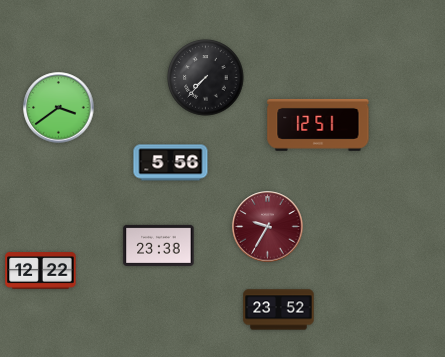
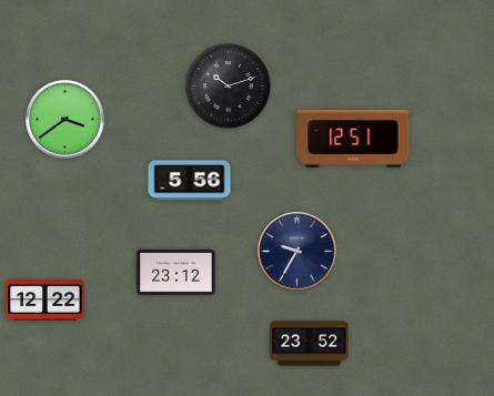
clock at (206, 78): 7:37 -> 10:12
clock at (268, 227) dial: burgundy -> navy
clock at (159, 245): 23:38 -> 23:12
